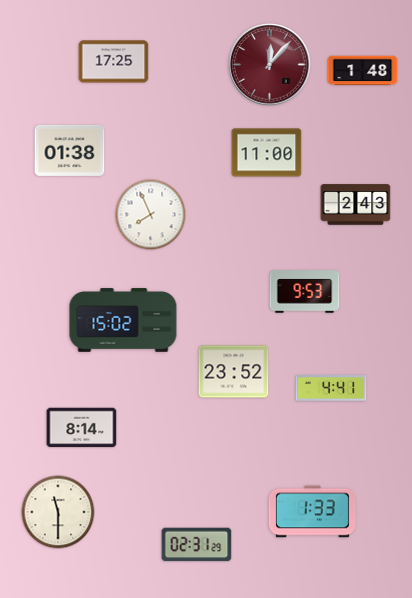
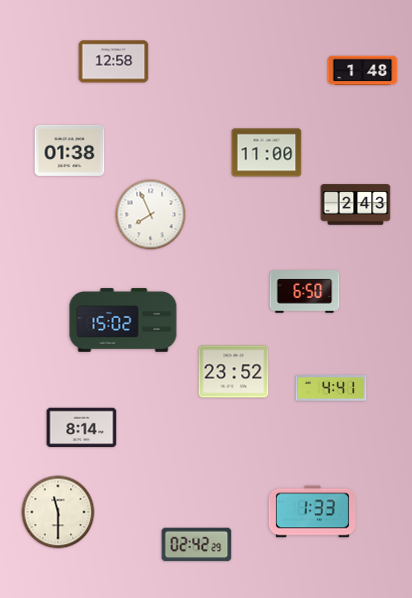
clock at (114, 62): 17:25 -> 12:58
clock at (270, 65): 12:07 -> none
clock at (305, 292): 9:53 -> 6:50
clock at (197, 545): 02:31 -> 02:42
